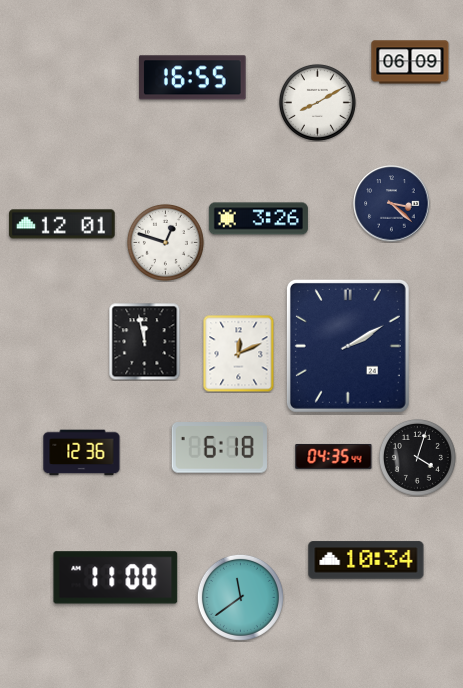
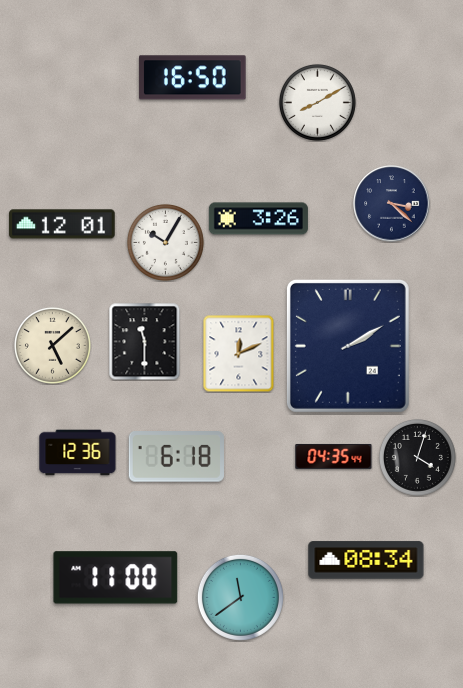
clock at (410, 62): 06:09 -> none
clock at (193, 78): 16:55 -> 16:50
clock at (165, 242): 12:48 -> 10:05
clock at (145, 341): 11:58 -> 11:30
clock at (52, 345): none -> 5:08
clock at (219, 448) position: (219, 448) -> (176, 457)
clock at (82, 453) position: (82, 453) -> (78, 453)
clock at (366, 560): 10:34 -> 08:34
